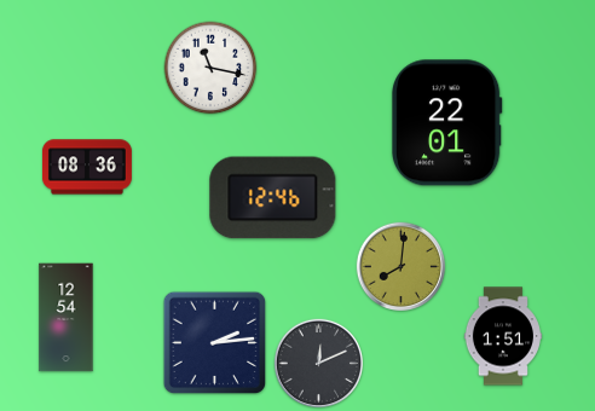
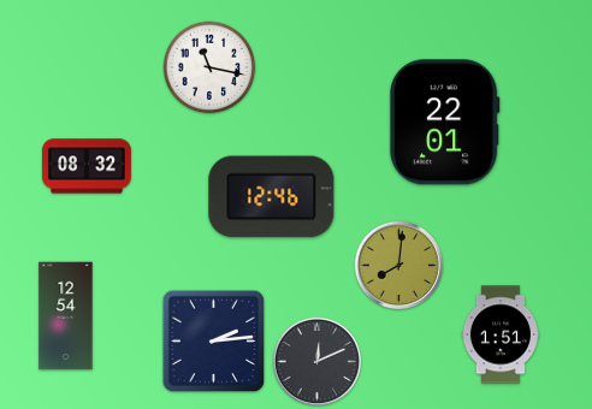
clock at (87, 167): 08:36 -> 08:32
